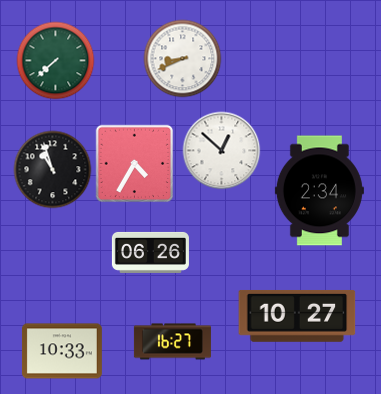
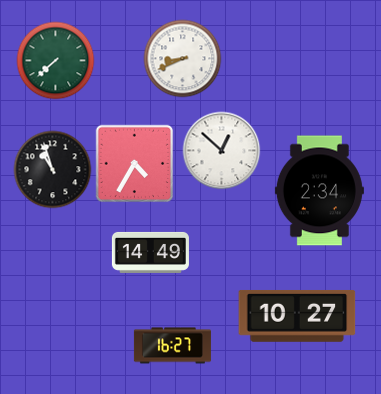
clock at (150, 252): 06:26 -> 14:49
clock at (172, 342) position: (172, 342) -> (172, 346)
clock at (62, 351): 10:33 -> none
